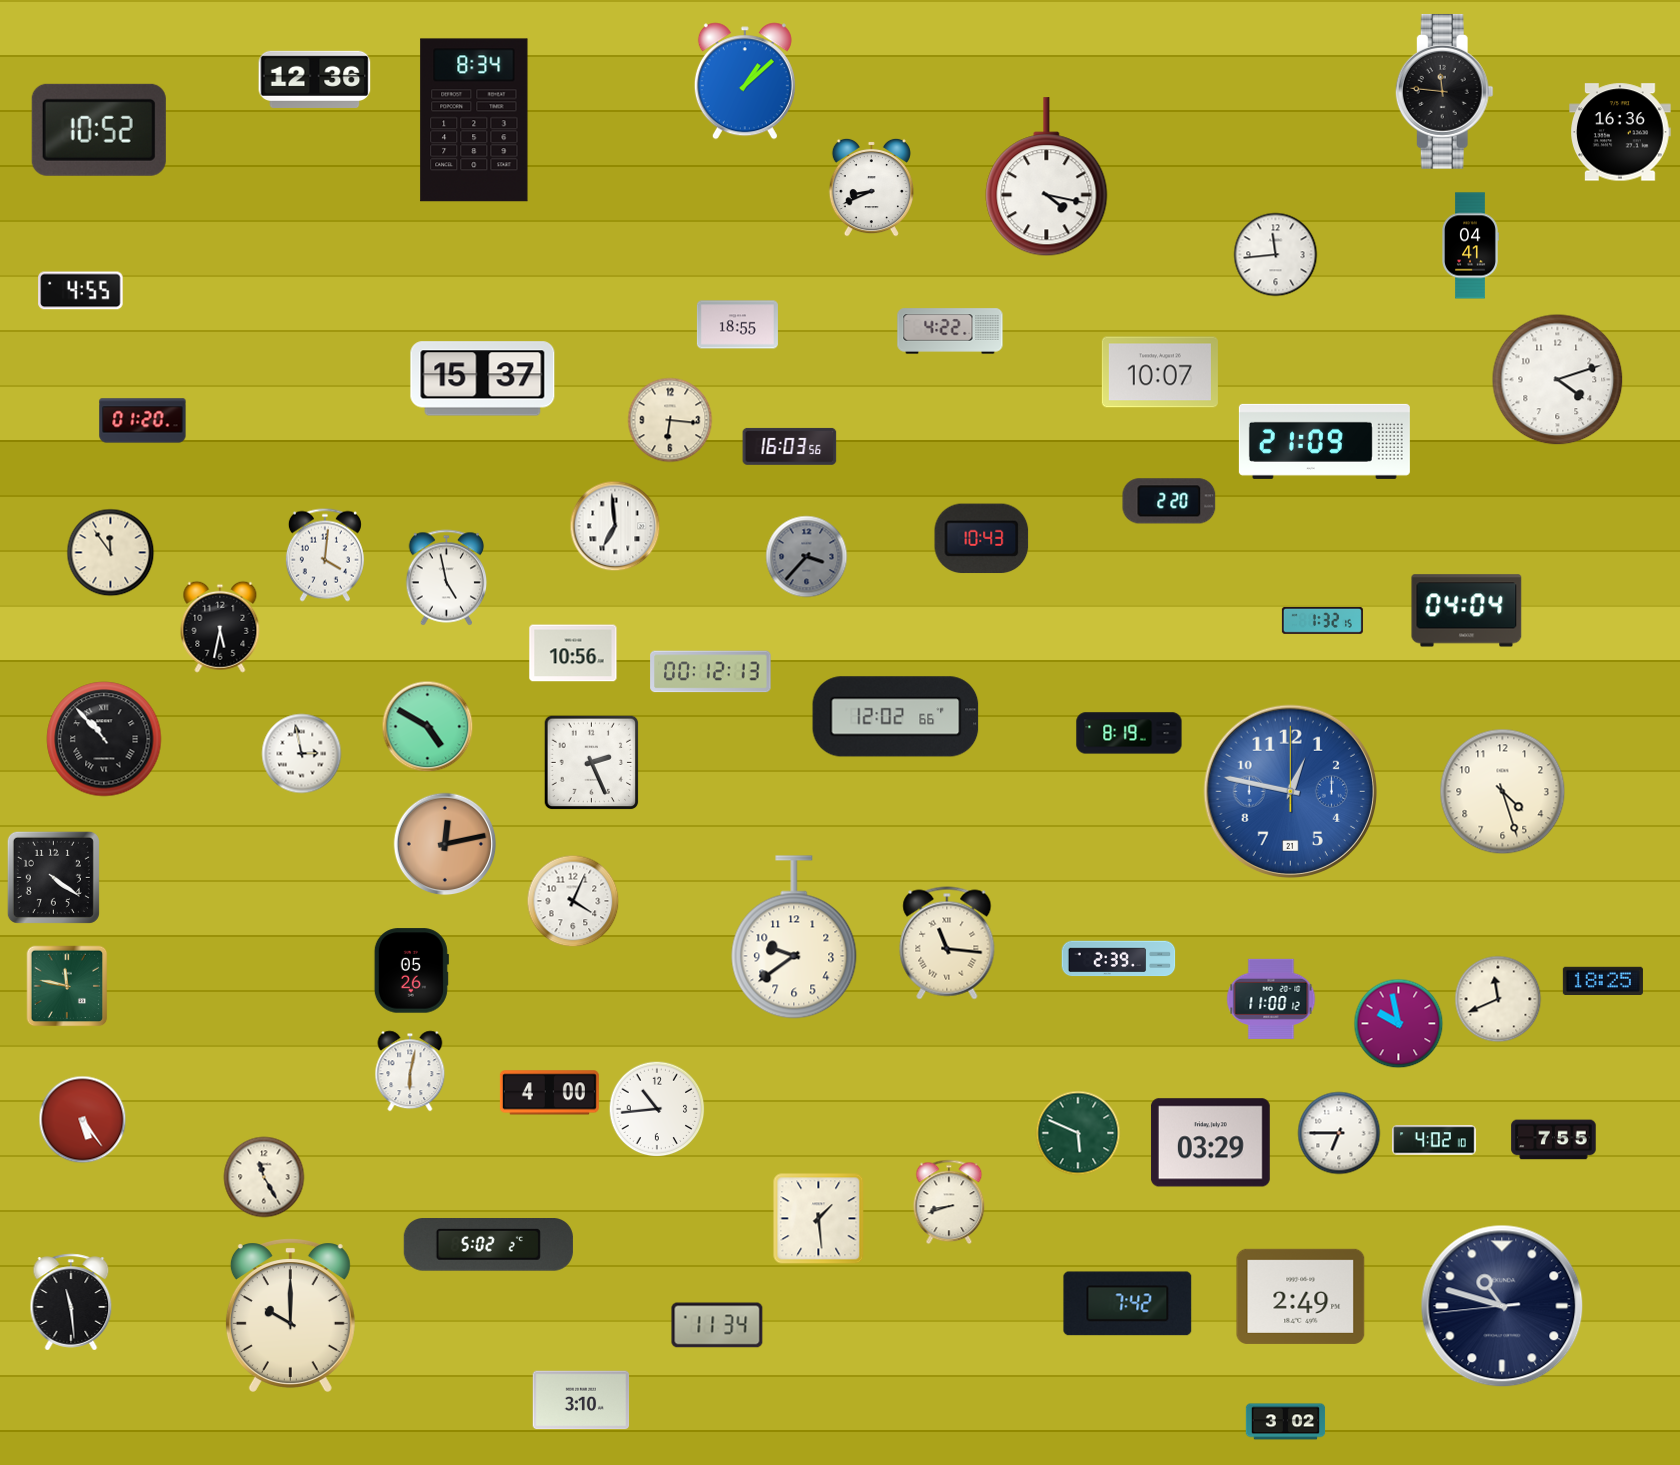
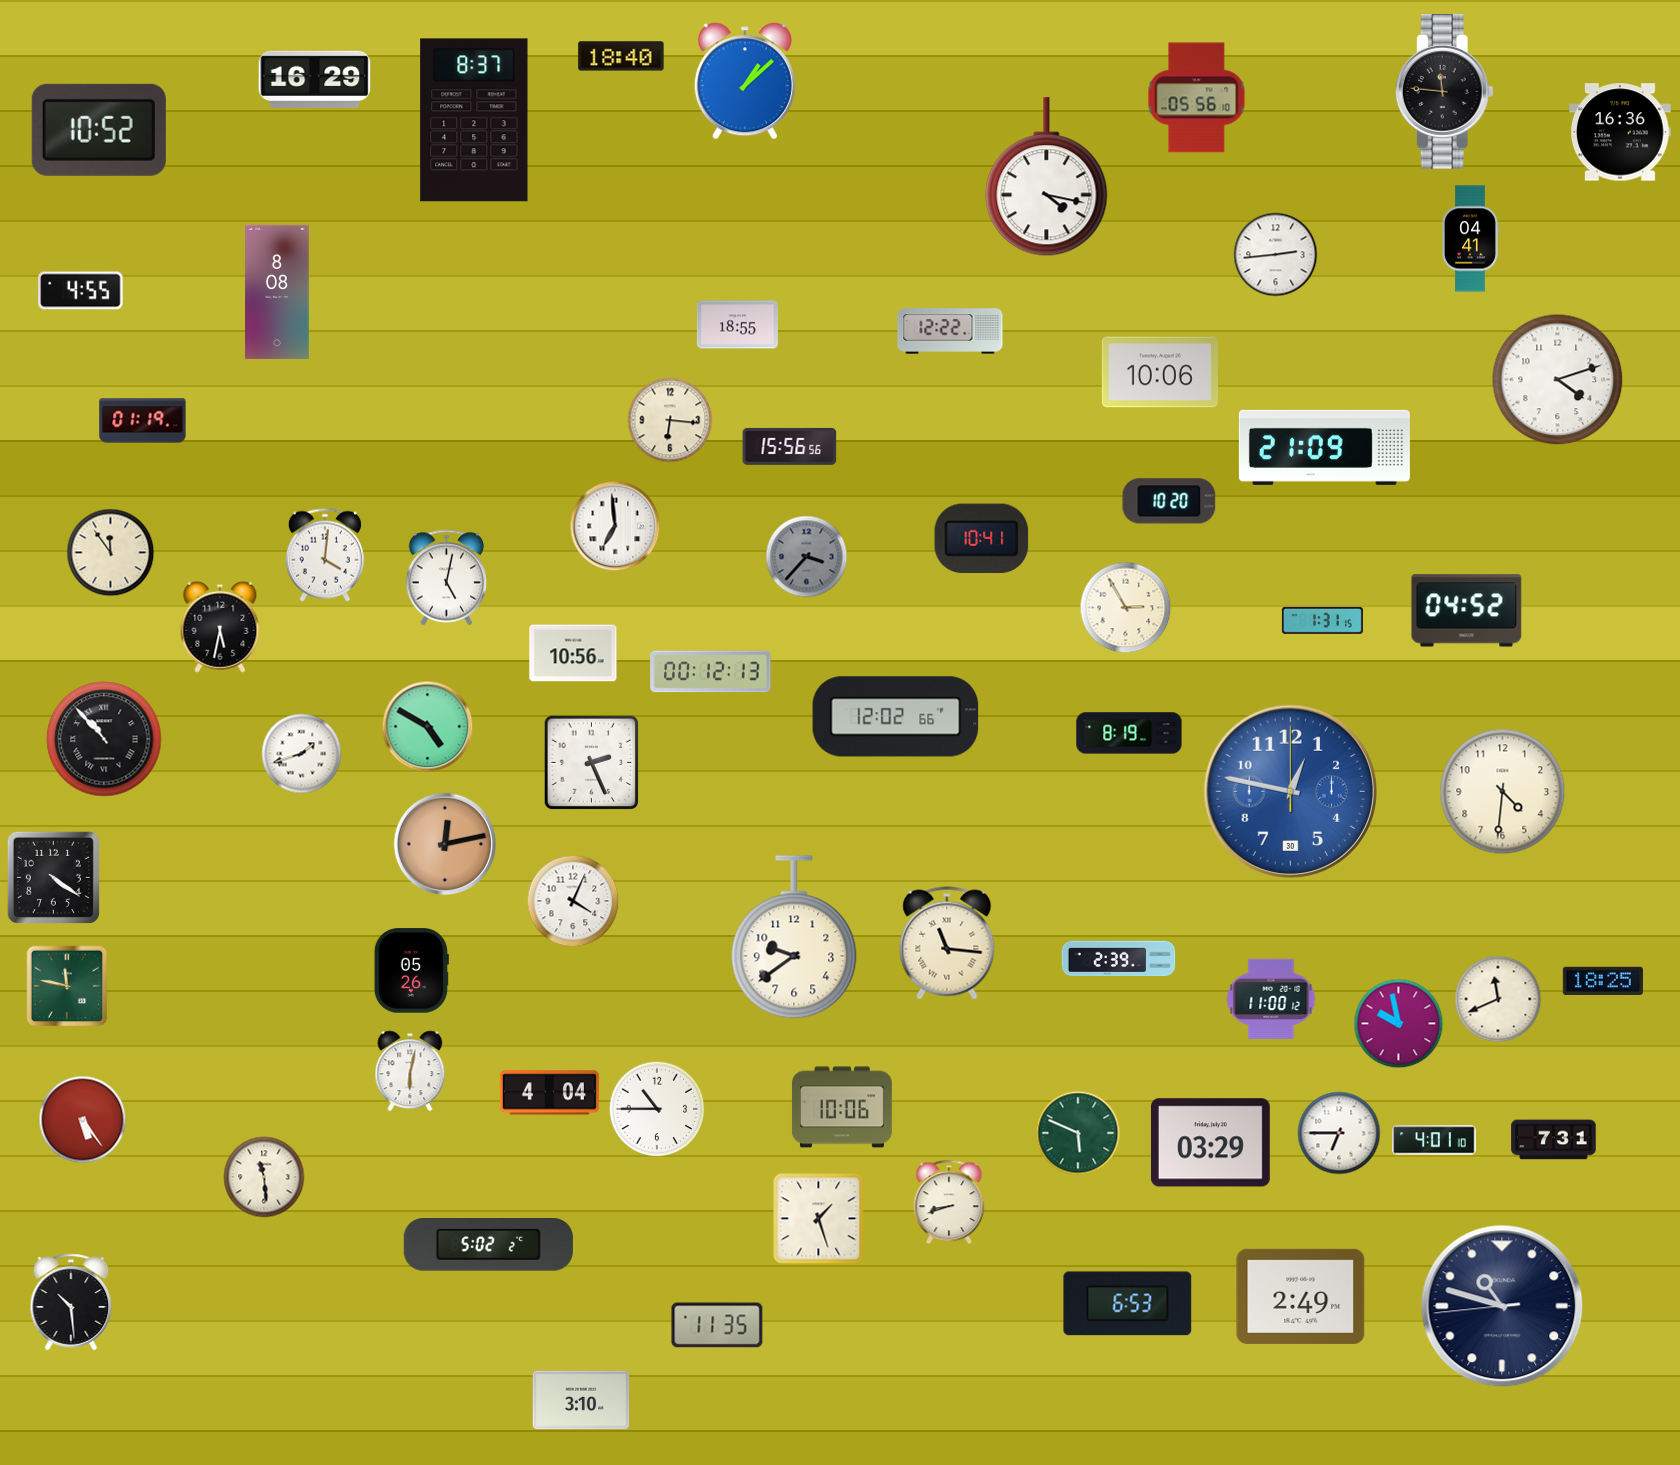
clock at (621, 56): none -> 18:40
clock at (315, 79): 12:36 -> 16:29
clock at (1197, 98): none -> 05:56
clock at (474, 120): 8:34 -> 8:37
clock at (871, 187): 8:41 -> none
clock at (1470, 246) position: (1470, 246) -> (1470, 239)
clock at (1276, 255): 11:44 -> 2:44
clock at (277, 292): none -> 8:08
clock at (950, 331): 4:22 -> 12:22
clock at (1160, 372): 10:07 -> 10:06
clock at (483, 379): 15:37 -> none
clock at (143, 421): 01:20 -> 01:19
clock at (1324, 441) position: (1324, 441) -> (1324, 447)
clock at (790, 446): 16:03 -> 15:56
clock at (1169, 501): 2:20 -> 10:20
clock at (982, 539): 10:43 -> 10:41
clock at (447, 578): 4:58 -> 5:02
clock at (1126, 608): none -> 2:55
clock at (1467, 611): 04:04 -> 04:52
clock at (1322, 620): 1:32 -> 1:31
clock at (302, 754): 2:58 -> 1:42
clock at (1290, 791) date: 21 -> 30
clock at (1503, 792): 4:27 -> 4:31
clock at (549, 1093): 4:00 -> 4:04
clock at (842, 1107): none -> 10:06
clock at (657, 1109): 10:44 -> 10:45
clock at (1434, 1140): 4:02 -> 4:01
clock at (1554, 1140): 7:55 -> 7:31
clock at (264, 1177): 11:25 -> 11:29
clock at (819, 1219): 1:29 -> 1:27
clock at (71, 1302): 11:29 -> 10:29
clock at (1128, 1304): 7:42 -> 6:53
clock at (290, 1315): 10:00 -> none
clock at (717, 1325): 11:34 -> 11:35
clock at (1286, 1422): 3:02 -> none
